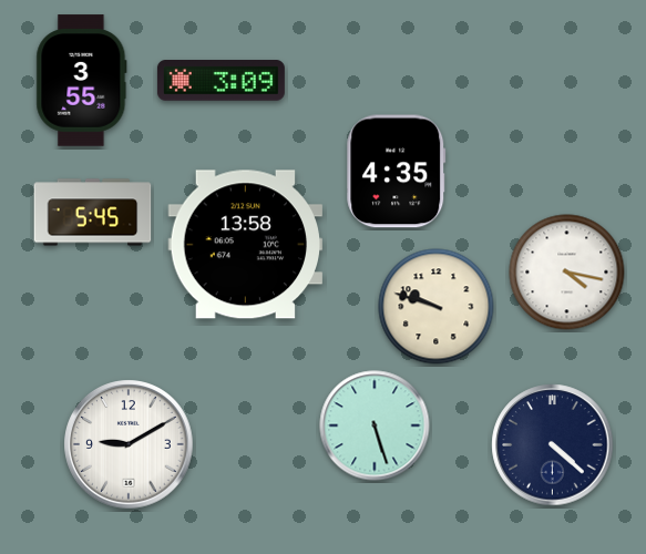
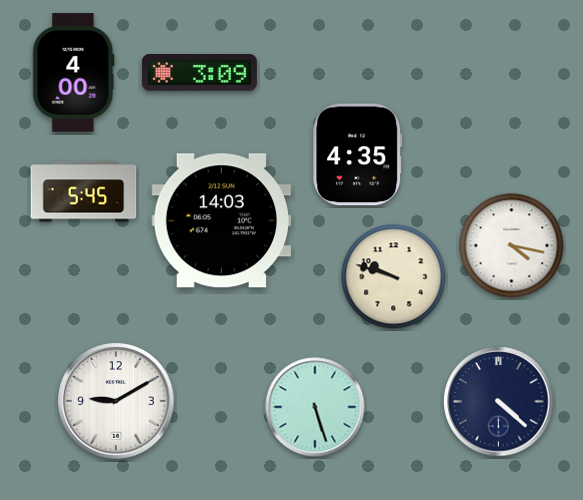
clock at (82, 81): 3:55 -> 4:00
clock at (246, 245): 13:58 -> 14:03
clock at (375, 425) position: (375, 425) -> (315, 407)
